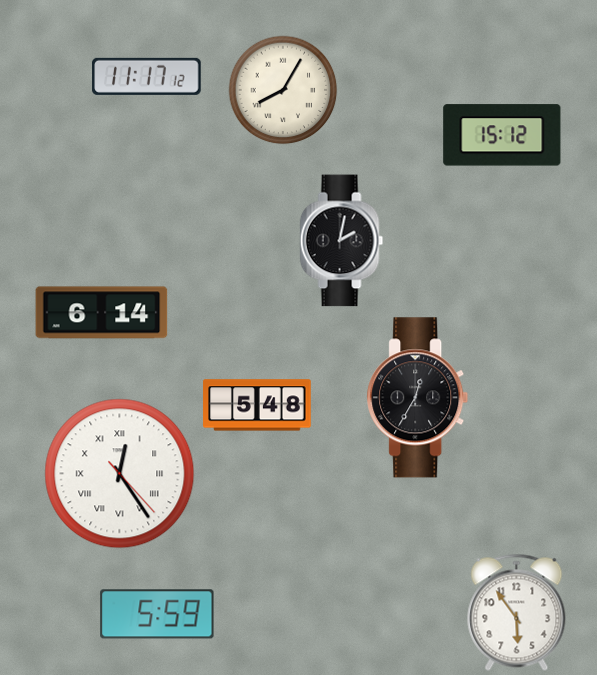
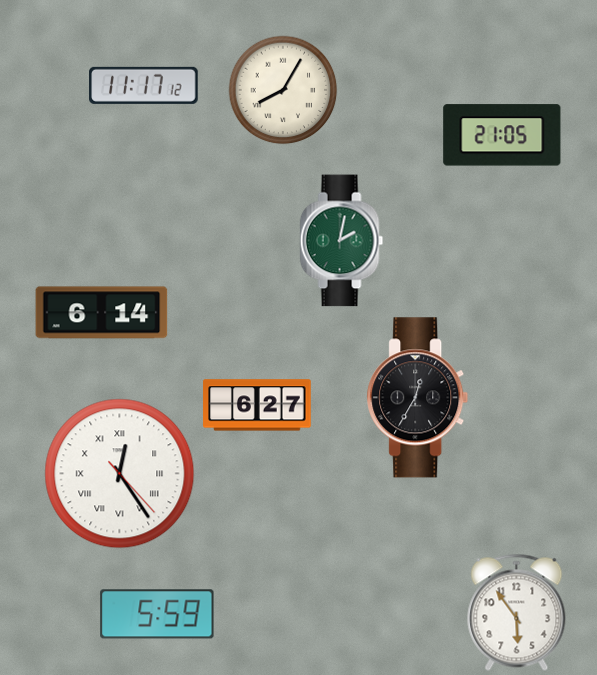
clock at (147, 76) position: (147, 76) -> (144, 85)
clock at (502, 135): 15:12 -> 21:05
clock at (342, 241) dial: black -> green
clock at (257, 405): 5:48 -> 6:27
